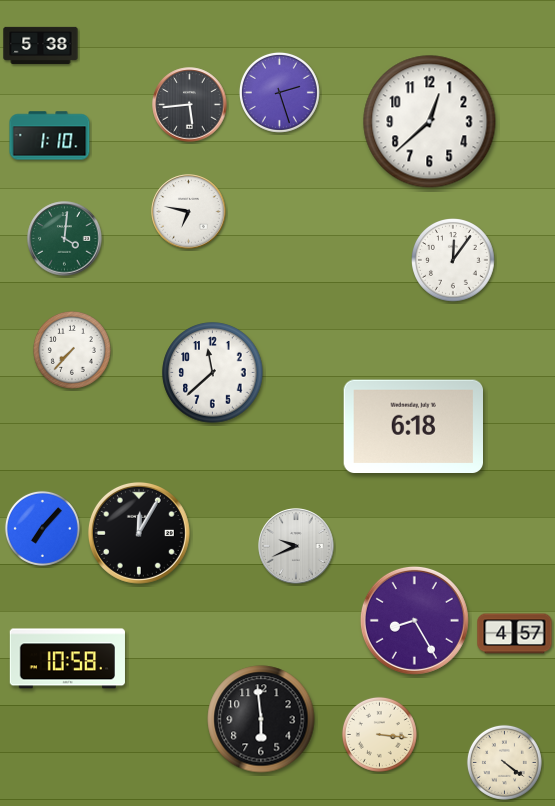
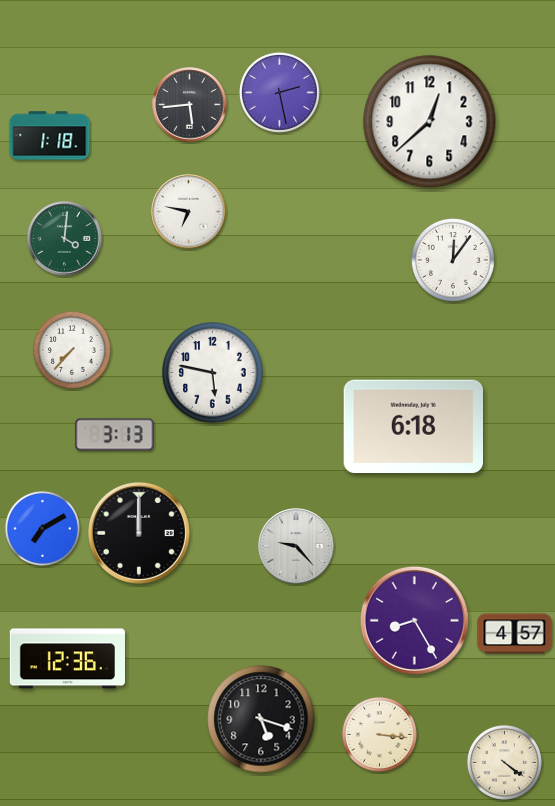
clock at (41, 45): 5:38 -> none
clock at (279, 92): 2:27 -> 2:28
clock at (50, 136): 1:10 -> 1:18
clock at (213, 373): 11:38 -> 5:47
clock at (115, 435): none -> 3:13
clock at (42, 528): 7:07 -> 7:10
clock at (139, 533): 12:05 -> 12:00
clock at (296, 546): 9:41 -> 9:23
clock at (67, 659): 10:58 -> 12:36
clock at (261, 719): 5:59 -> 5:18
